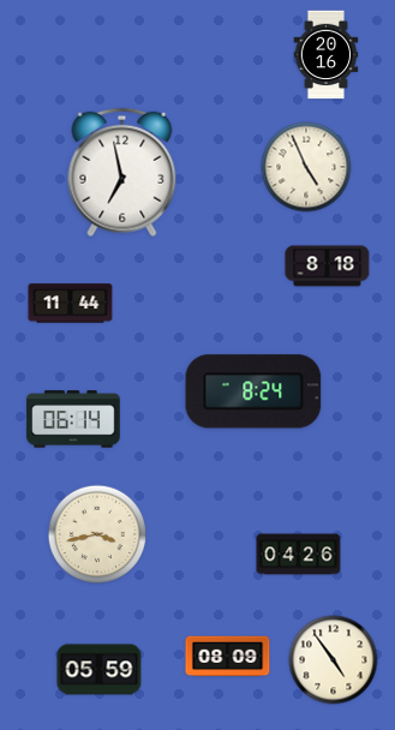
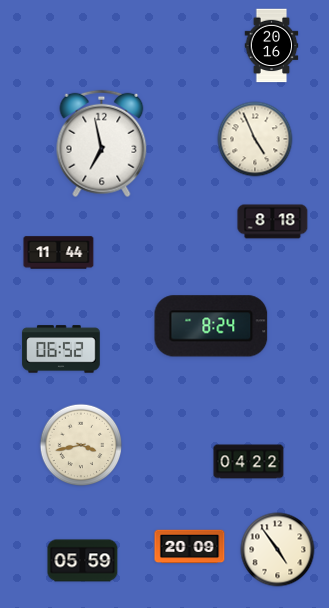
clock at (73, 419): 06:14 -> 06:52
clock at (299, 555): 04:26 -> 04:22
clock at (228, 657): 08:09 -> 20:09
clock at (100, 670) position: (100, 670) -> (83, 561)
